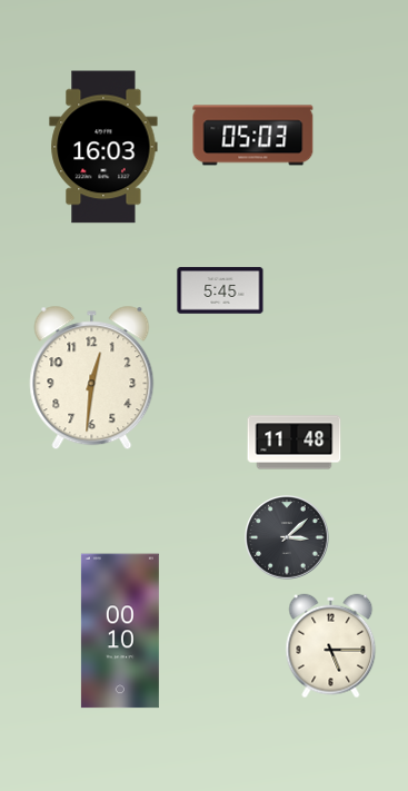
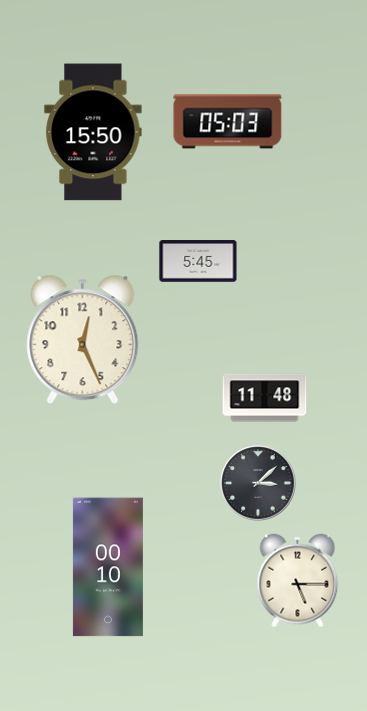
clock at (103, 147): 16:03 -> 15:50
clock at (92, 378): 12:31 -> 12:26
